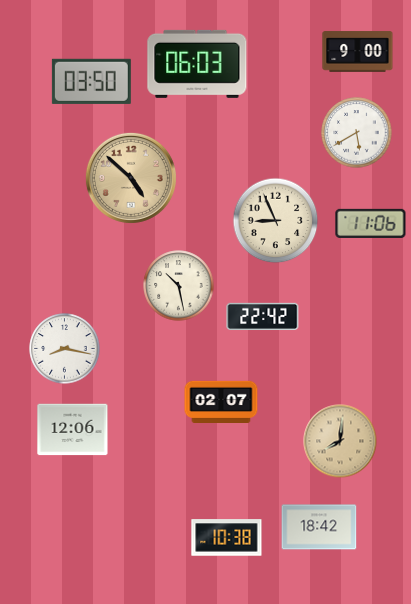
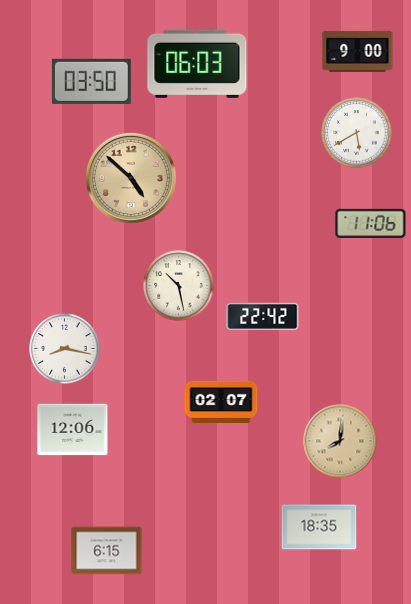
clock at (276, 221): 8:56 -> none
clock at (319, 527): 18:42 -> 18:35
clock at (227, 538): 10:38 -> none
clock at (107, 551): none -> 6:15
